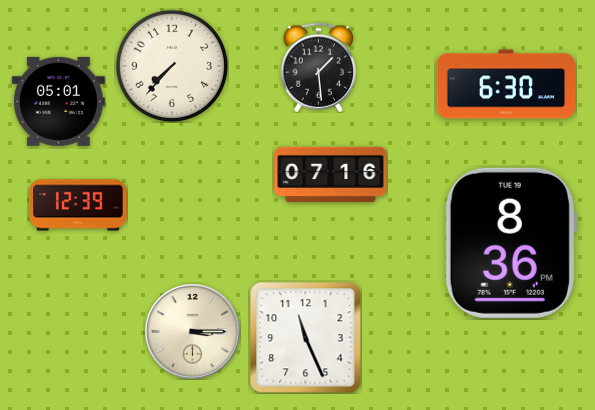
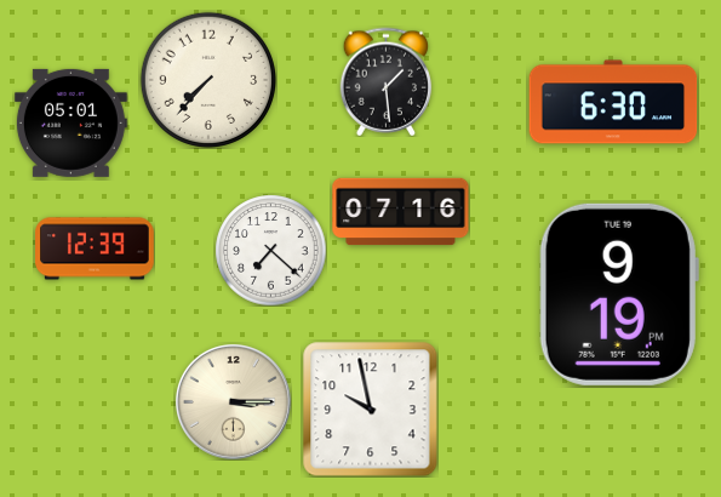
clock at (270, 250): none -> 7:22
clock at (511, 243): 8:36 -> 9:19
clock at (305, 337): 11:26 -> 9:58
